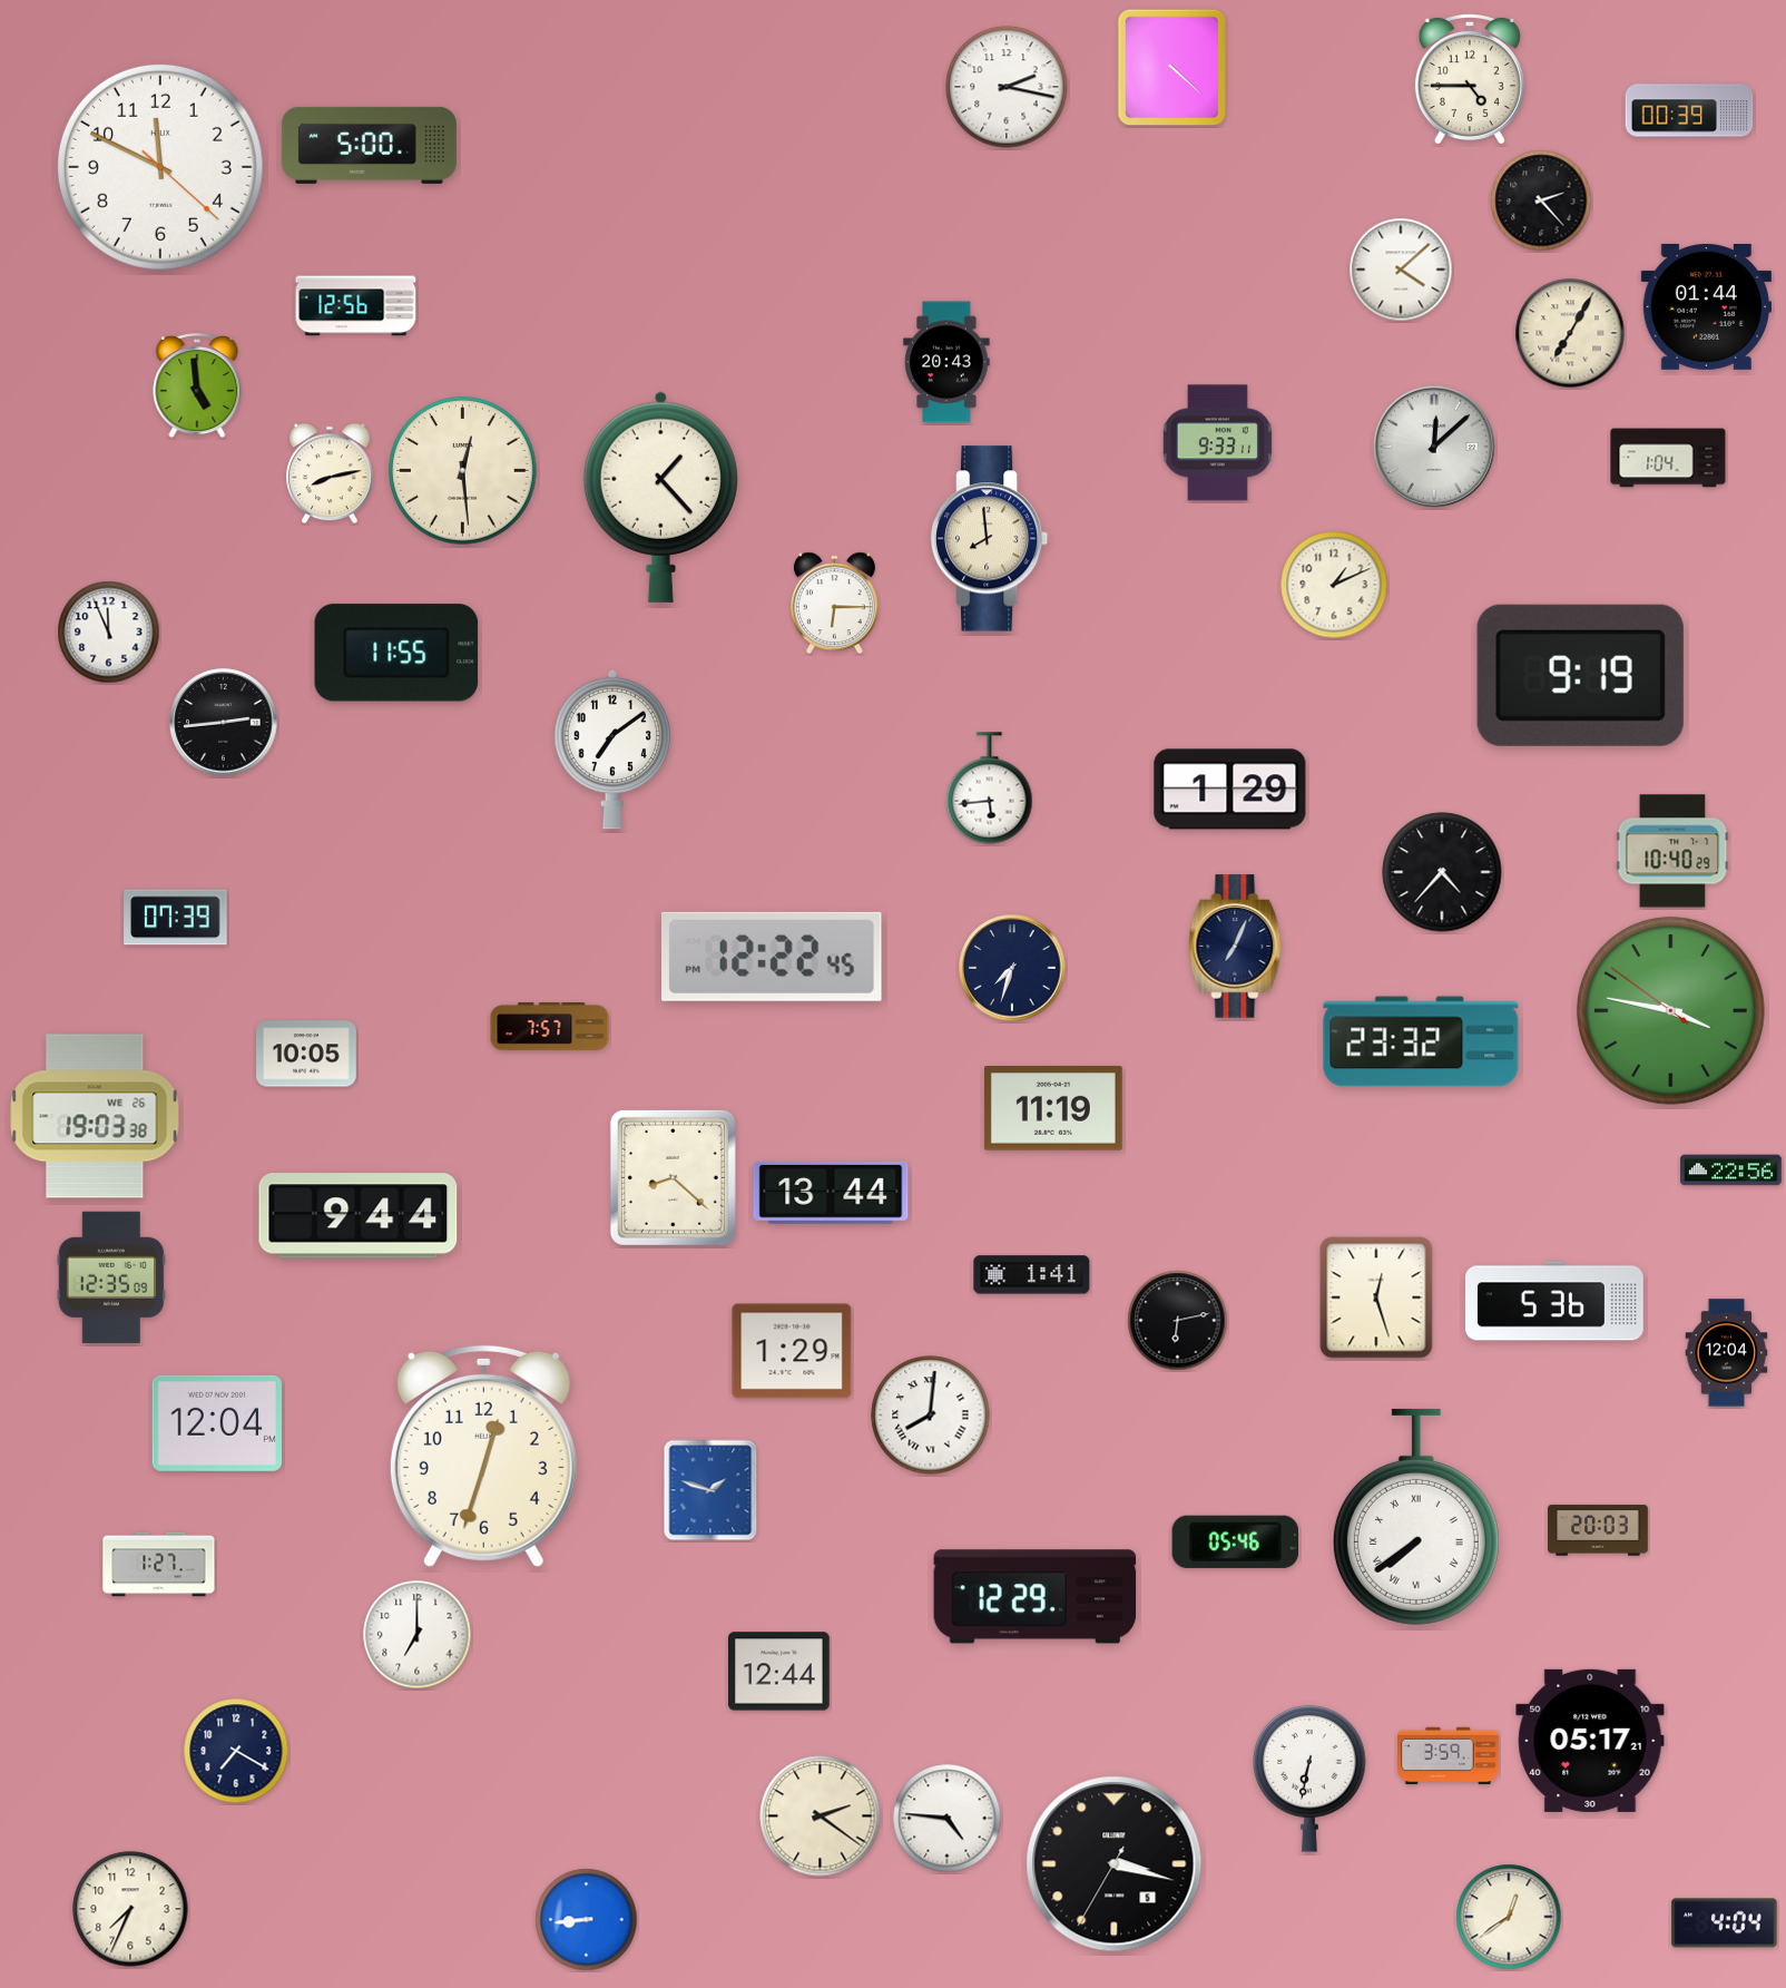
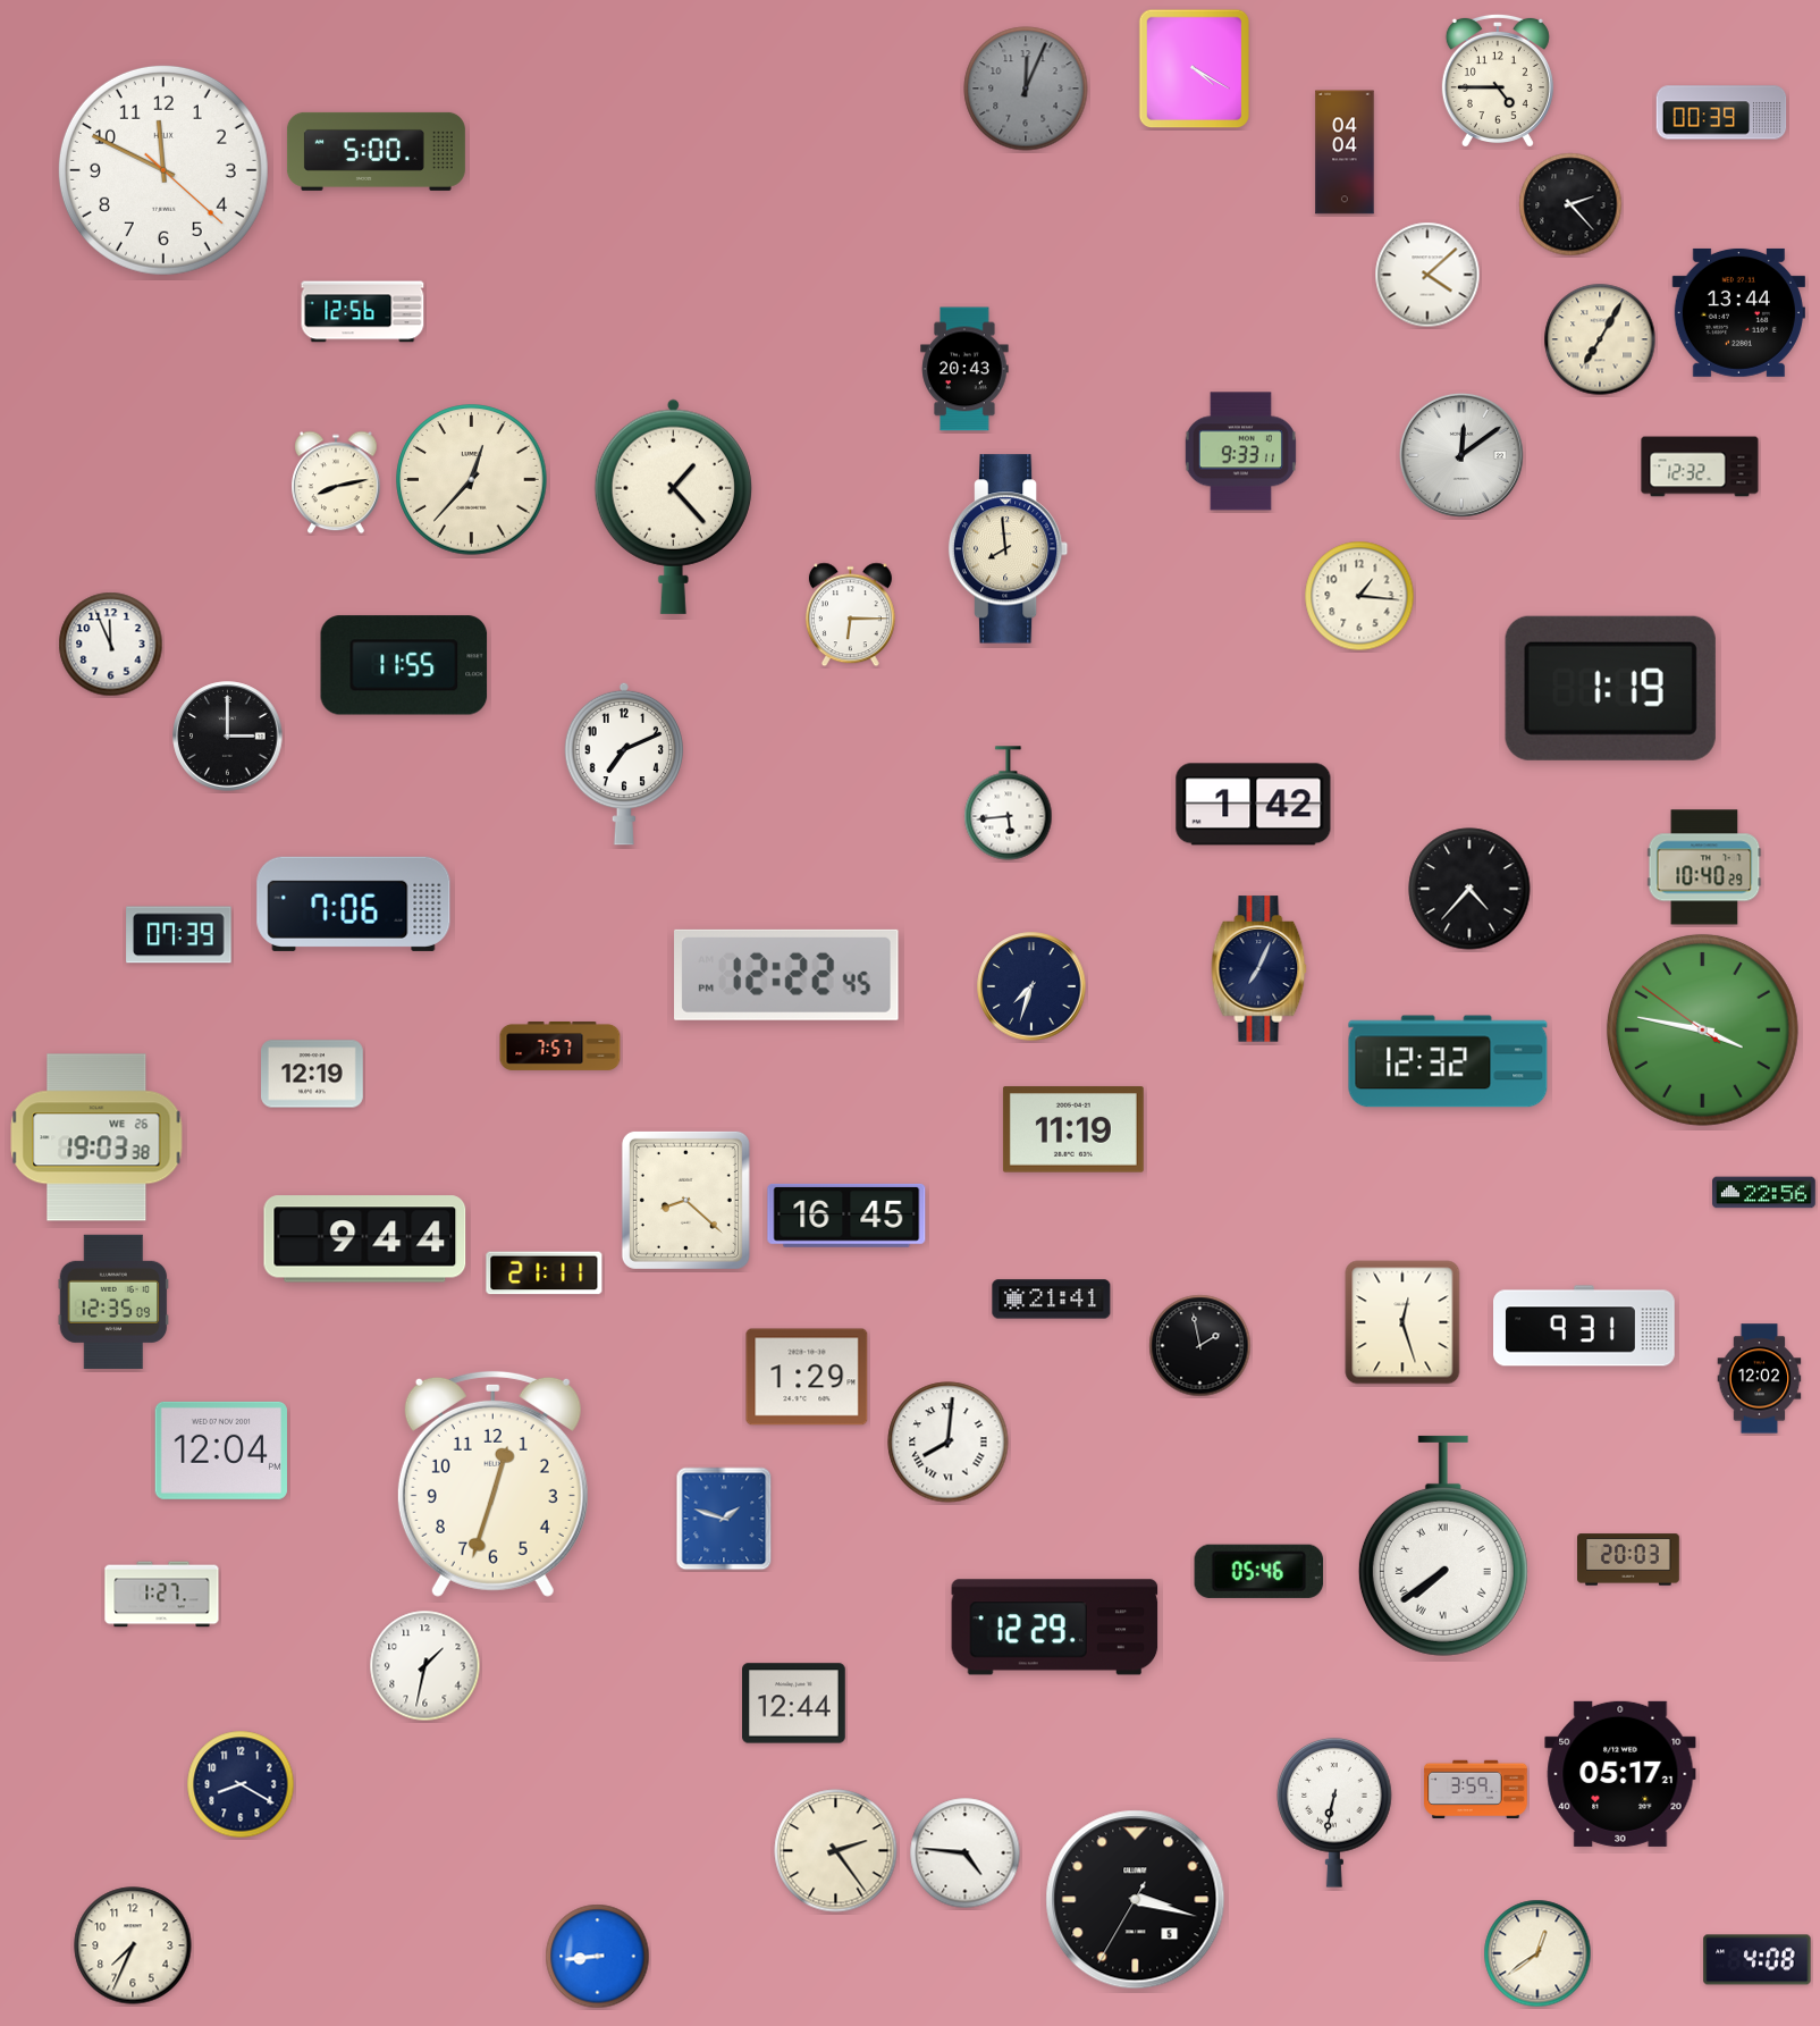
clock at (1172, 68): 4:22 -> 4:20
clock at (1007, 87): 2:17 -> 12:04
clock at (1007, 87) dial: white -> grey
clock at (369, 145) position: (369, 145) -> (376, 151)
clock at (1345, 152): none -> 04:04
clock at (1706, 306): 01:44 -> 13:44
clock at (197, 385): 4:59 -> none
clock at (1434, 447): 12:08 -> 12:09
clock at (1668, 458): 1:04 -> 12:32
clock at (463, 471): 12:29 -> 12:37
clock at (1334, 585): 1:11 -> 1:16
clock at (1580, 675): 9:19 -> 1:19
clock at (224, 723): 2:44 -> 3:00
clock at (612, 750): 7:09 -> 7:11
clock at (1230, 790): 1:29 -> 1:42
clock at (354, 903): none -> 7:06
clock at (1236, 947) position: (1236, 947) -> (1259, 969)
clock at (1421, 1041): 23:32 -> 12:32
clock at (307, 1054): 10:05 -> 12:19
clock at (831, 1193): 13:44 -> 16:45
clock at (545, 1273): none -> 21:11
clock at (1032, 1275): 1:41 -> 21:41
clock at (1556, 1301): 5:36 -> 9:31
clock at (1178, 1321): 6:13 -> 1:58
clock at (1727, 1353): 12:04 -> 12:02
clock at (418, 1635): 7:00 -> 1:32
clock at (236, 1751): 7:20 -> 8:20
clock at (821, 1816): 2:21 -> 2:24
clock at (1725, 1923): 4:04 -> 4:08
